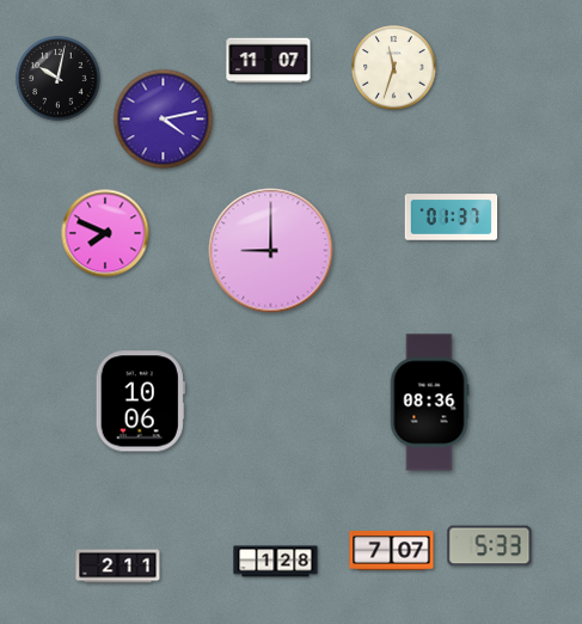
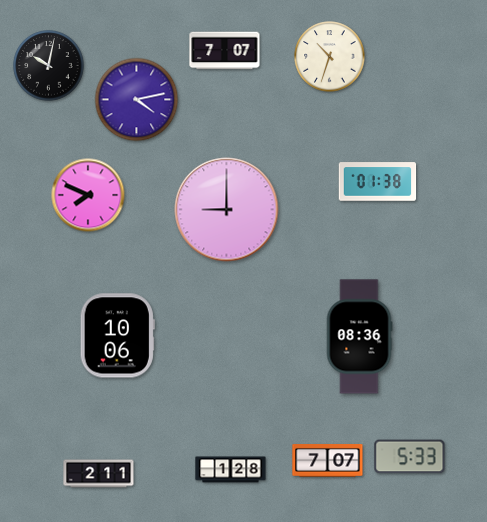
clock at (269, 61): 11:07 -> 7:07
clock at (394, 68): 11:33 -> 10:33
clock at (452, 218): 01:37 -> 01:38
